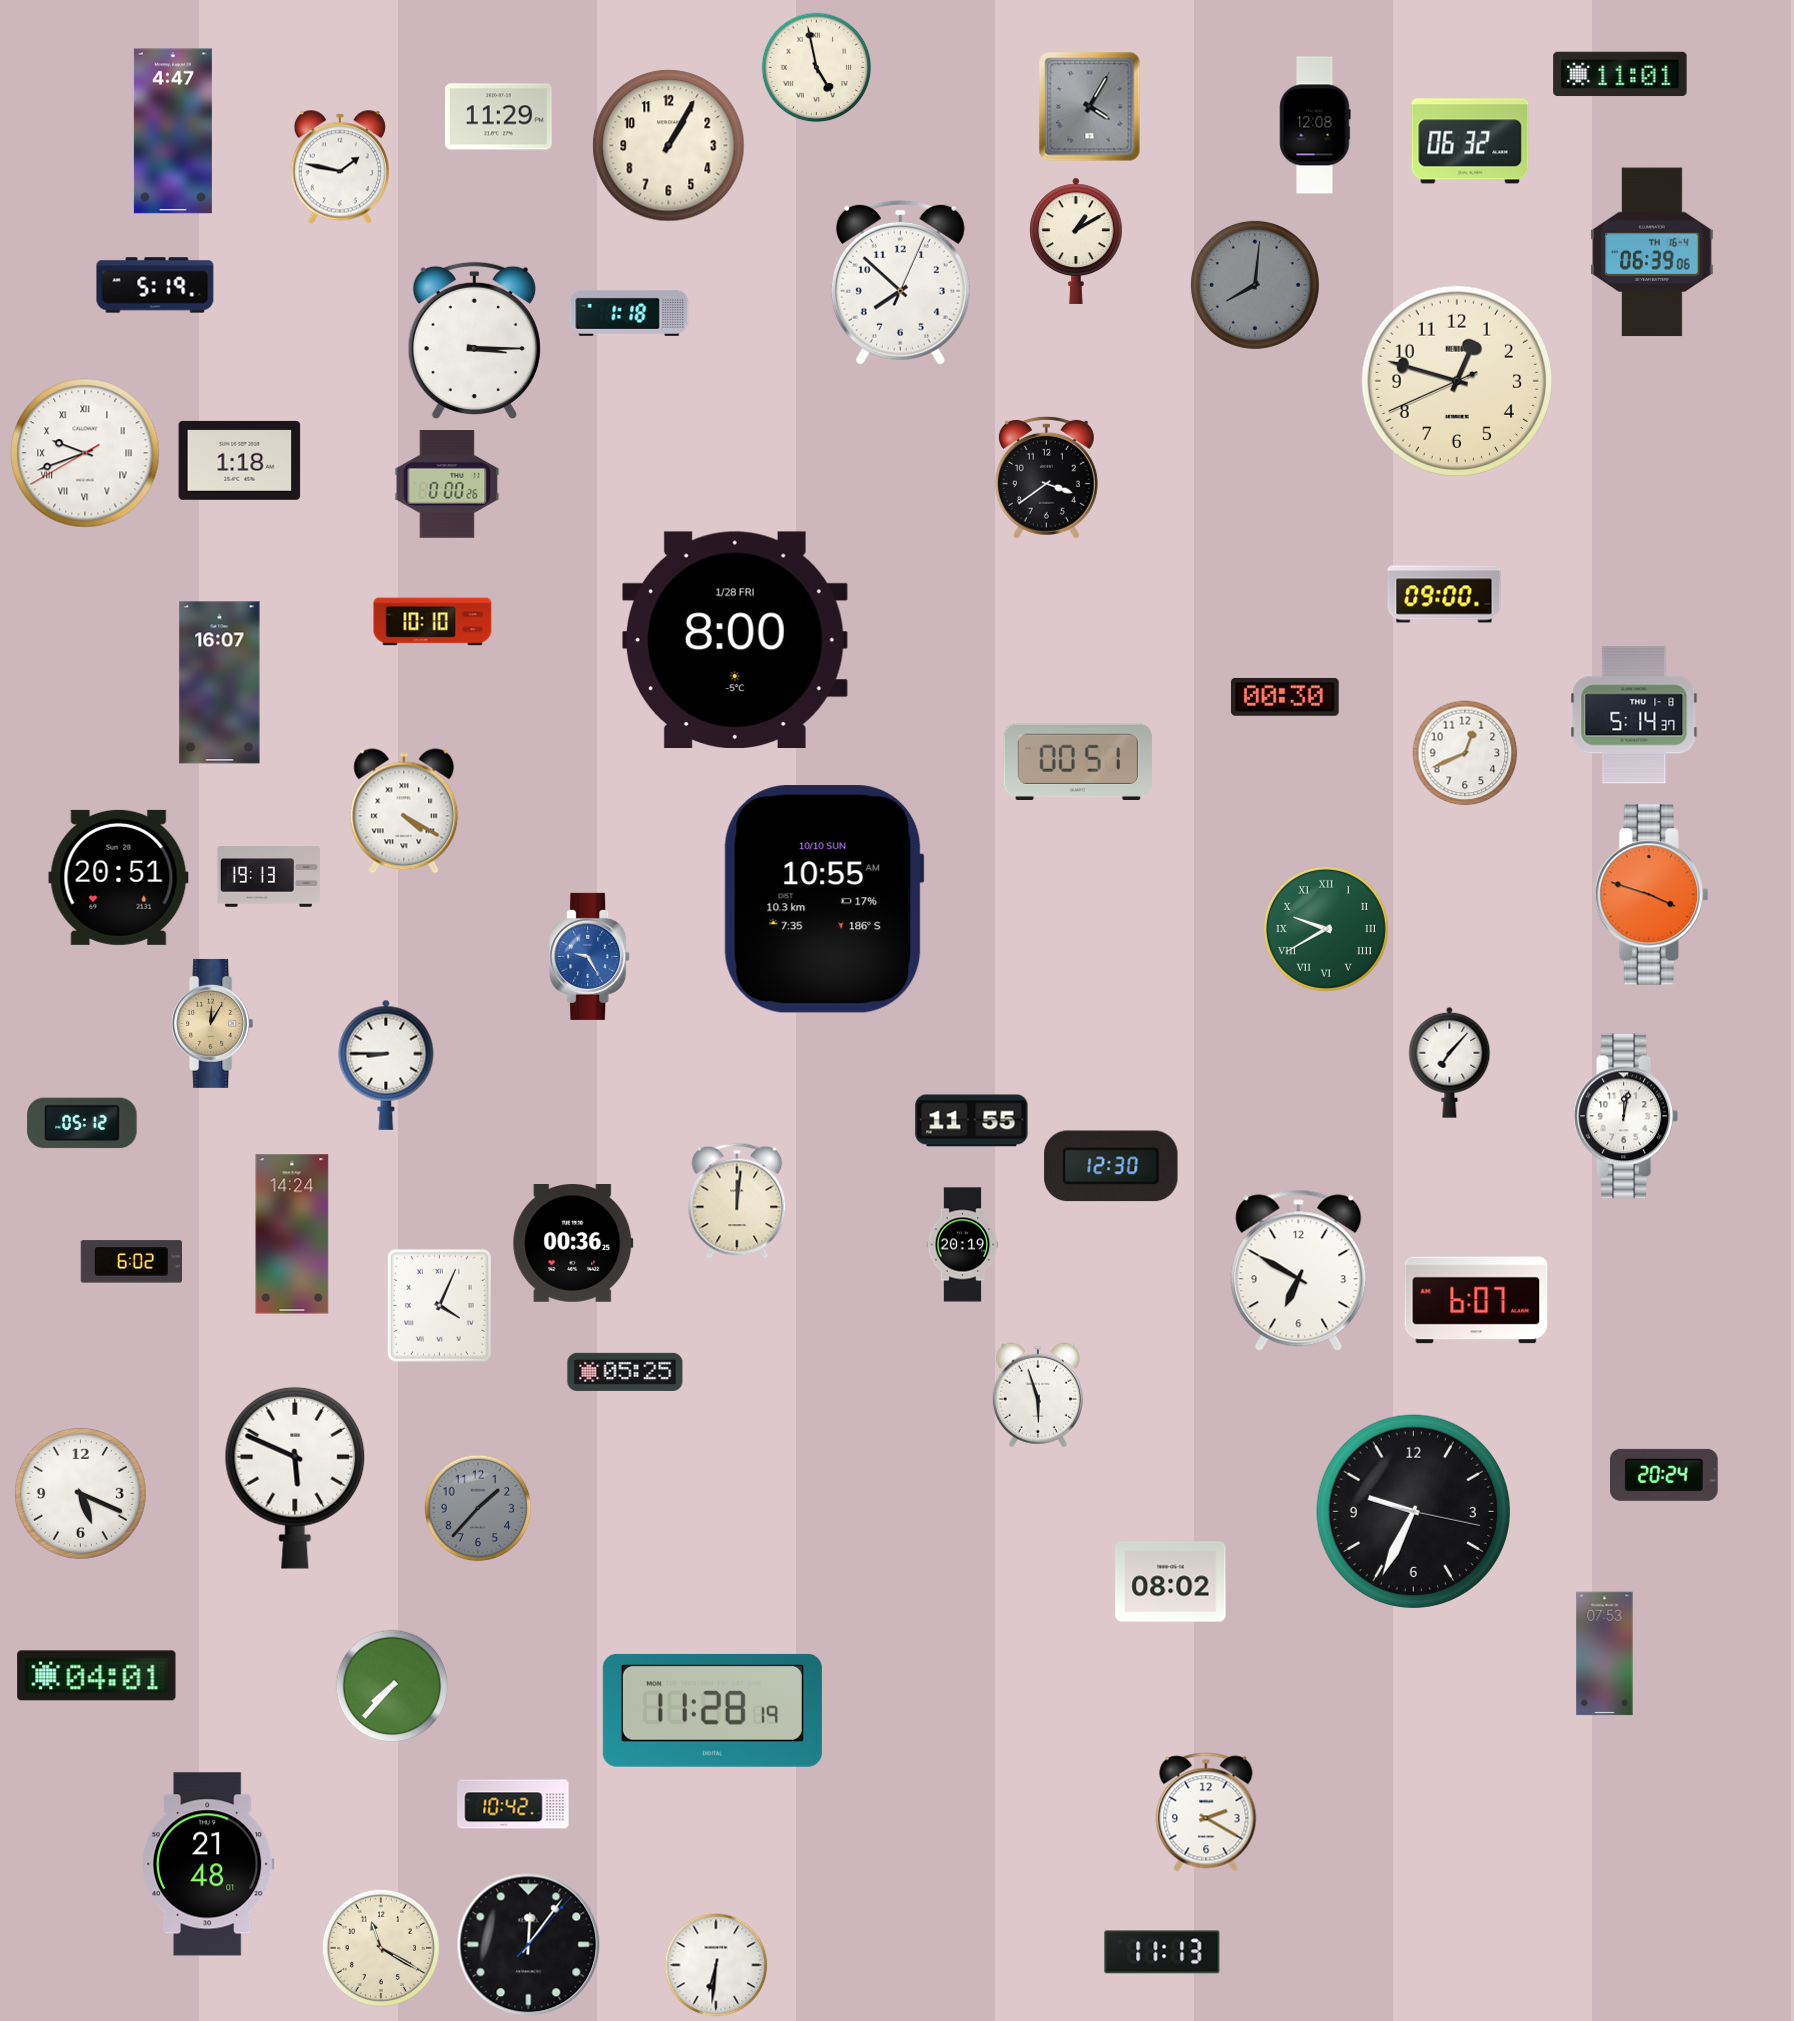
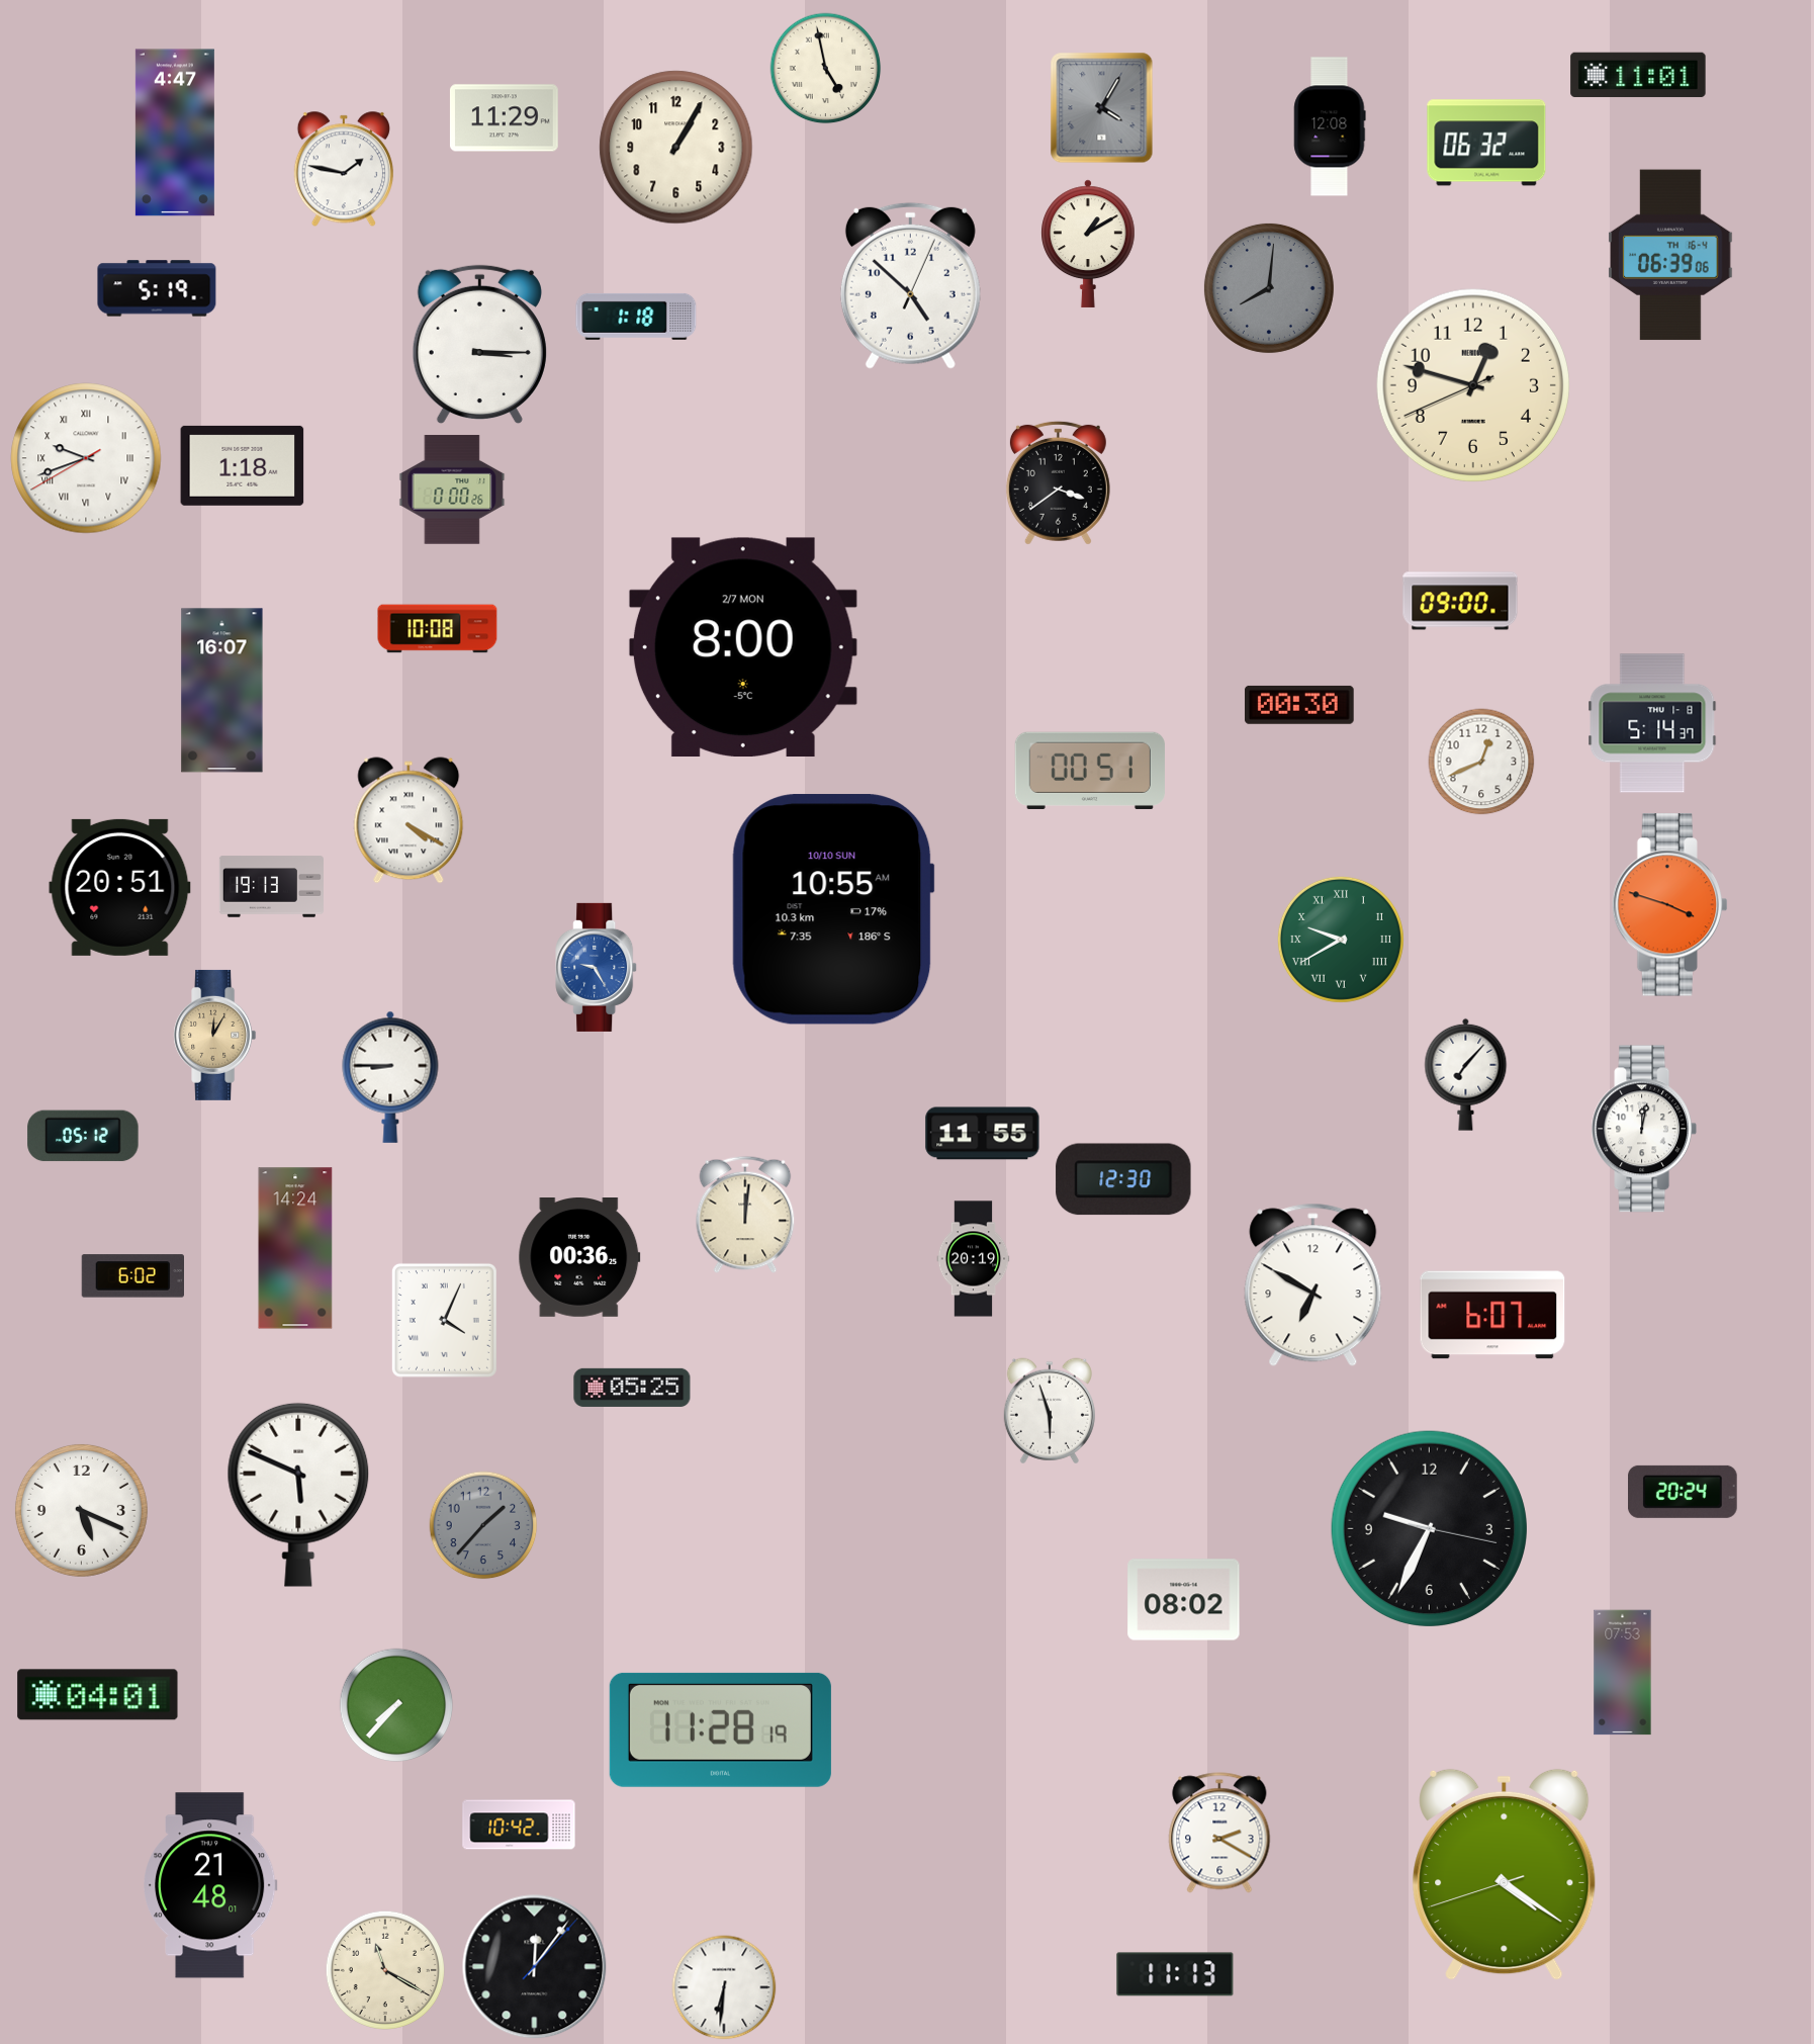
clock at (900, 282): 7:52 -> 4:52
clock at (433, 622): 10:10 -> 10:08
clock at (735, 639) date: 1/28 FRI -> 2/7 MON
clock at (1505, 1875): none -> 4:20
